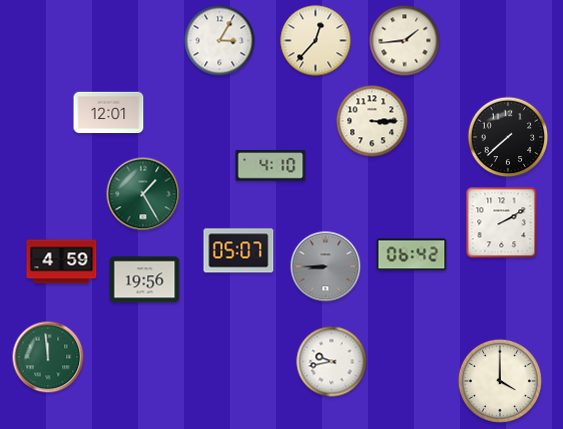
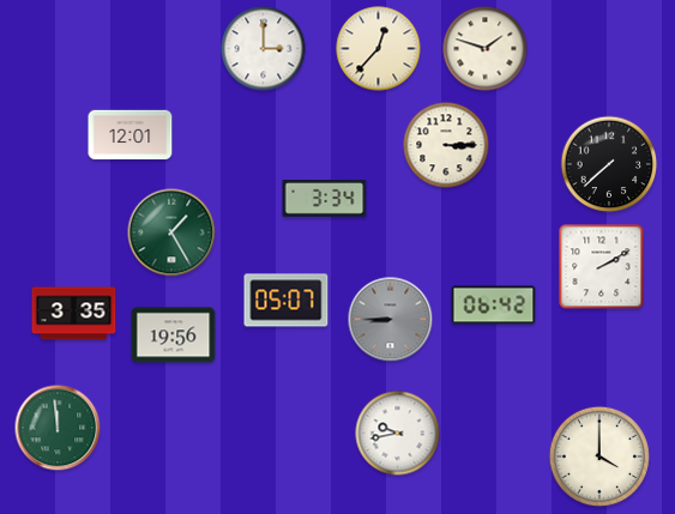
clock at (220, 41): 3:05 -> 3:00
clock at (405, 41): 1:44 -> 1:48
clock at (271, 166): 4:10 -> 3:34
clock at (62, 262): 4:59 -> 3:35
